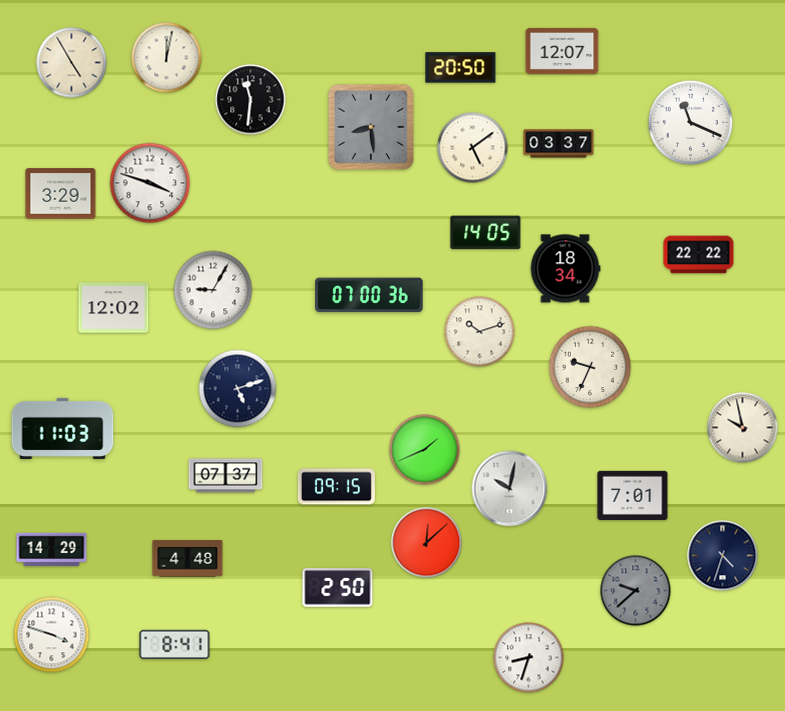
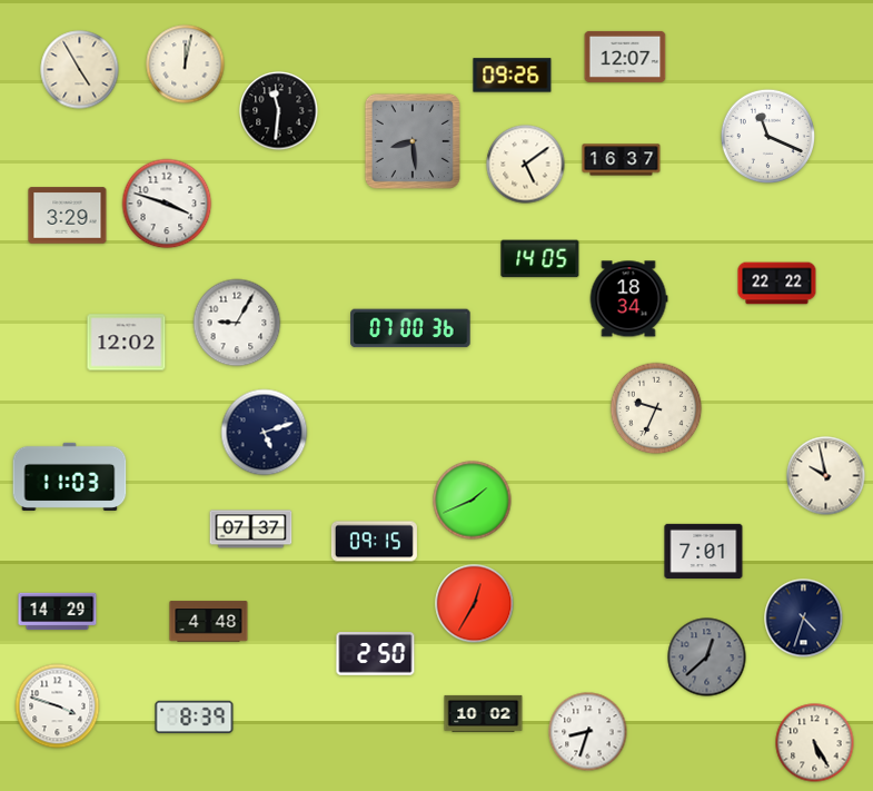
clock at (461, 68): 20:50 -> 09:26
clock at (559, 144): 03:37 -> 16:37
clock at (480, 332): 10:12 -> none
clock at (510, 489): 10:02 -> none
clock at (427, 543): 12:08 -> 12:35
clock at (636, 591): 9:38 -> 12:38
clock at (484, 713): none -> 10:02
clock at (175, 645): 8:41 -> 8:39
clock at (815, 743): none -> 5:25
